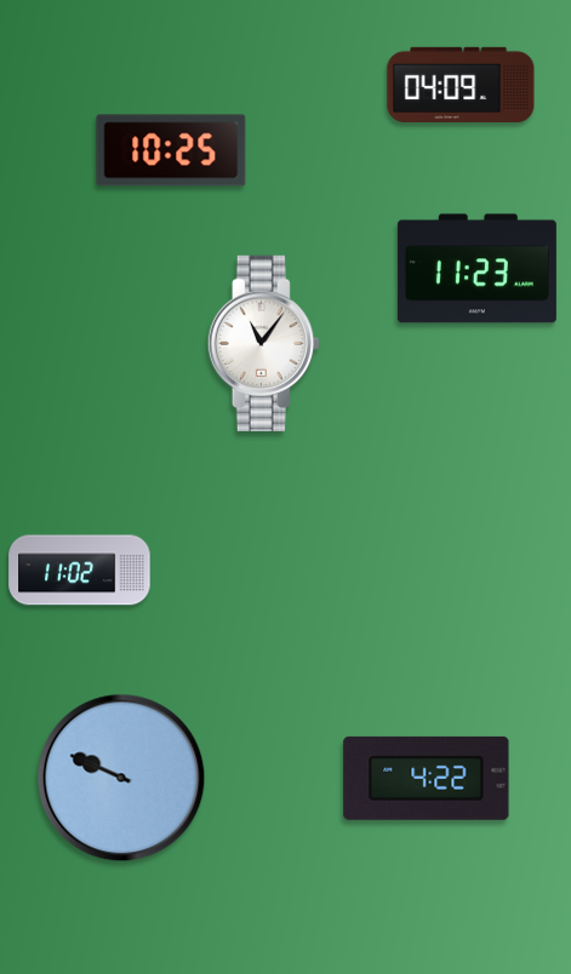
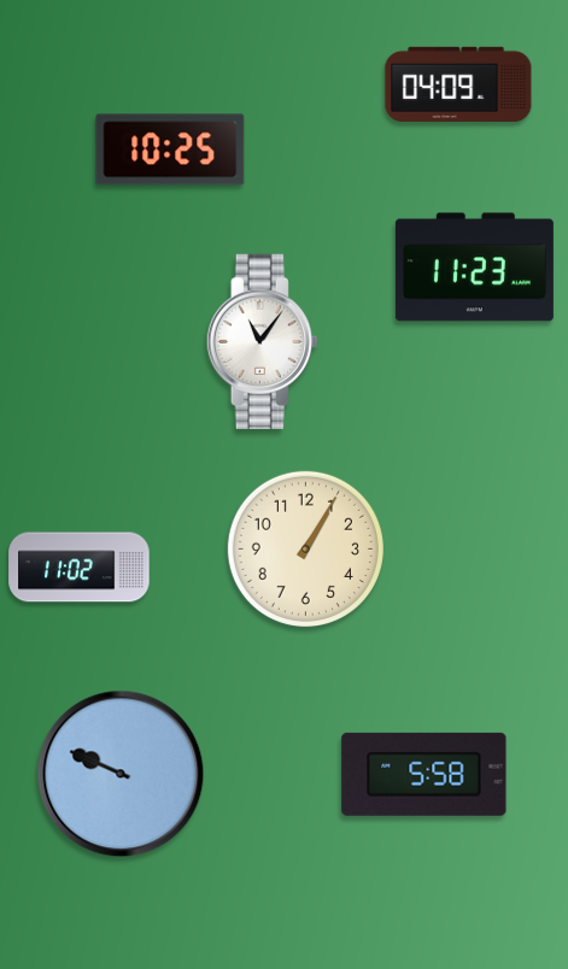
clock at (305, 548): none -> 1:05
clock at (427, 778): 4:22 -> 5:58
